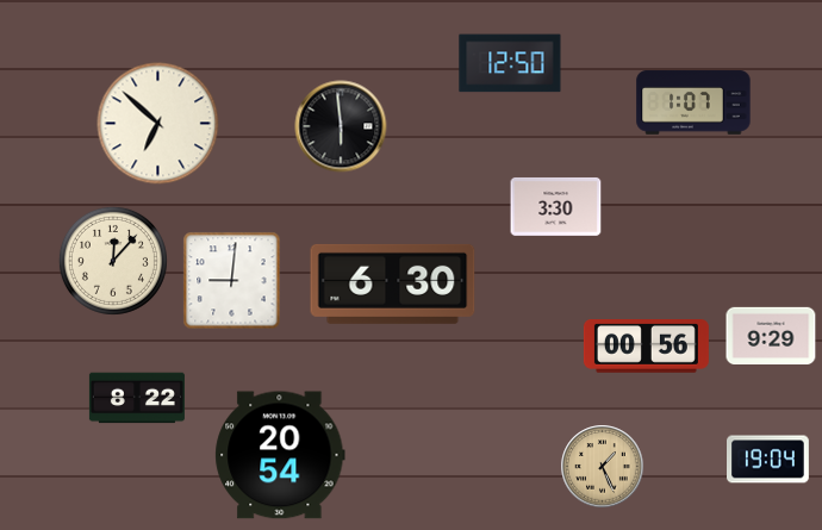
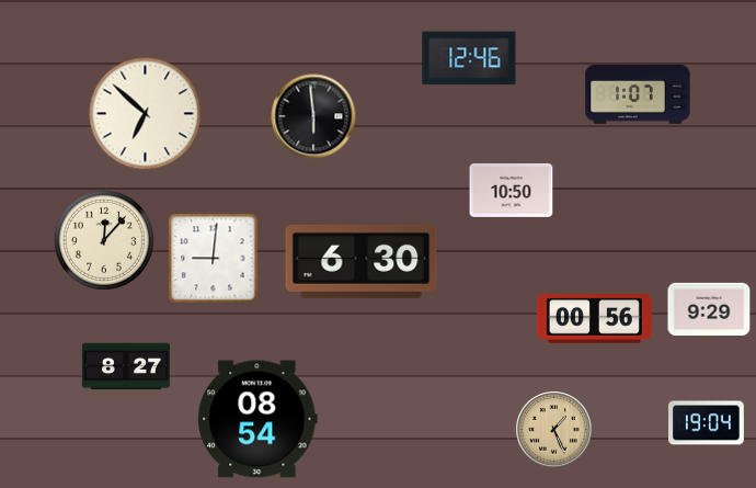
clock at (510, 63): 12:50 -> 12:46
clock at (556, 206): 3:30 -> 10:50
clock at (137, 398): 8:22 -> 8:27
clock at (280, 455): 20:54 -> 08:54
